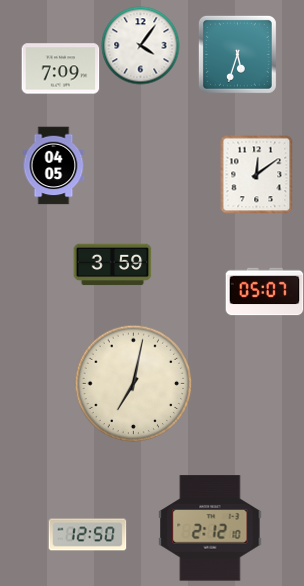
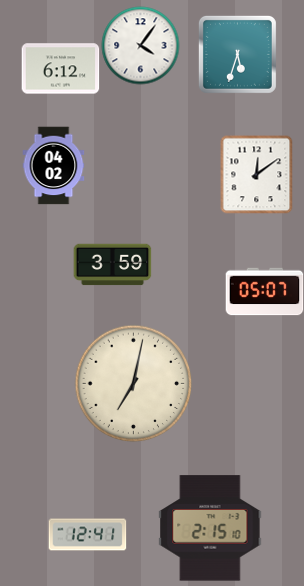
clock at (60, 69): 7:09 -> 6:12
clock at (54, 165): 04:05 -> 04:02
clock at (210, 528): 2:12 -> 2:15
clock at (87, 535): 12:50 -> 12:41
